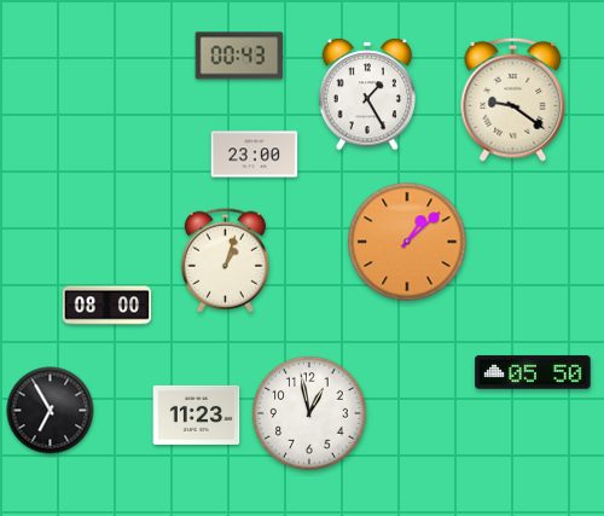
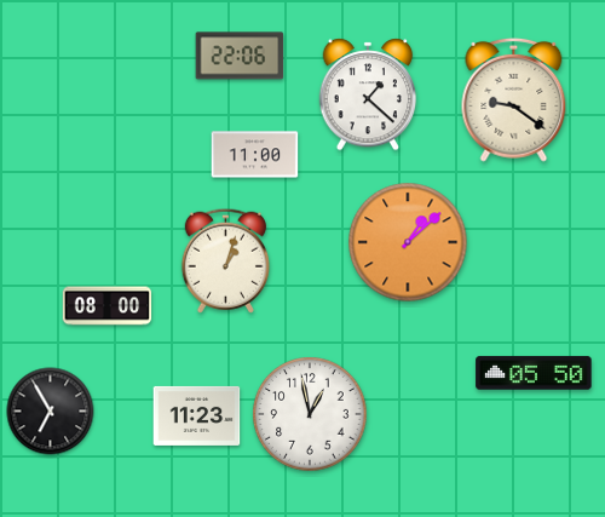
clock at (239, 56): 00:43 -> 22:06
clock at (367, 94): 1:25 -> 1:22
clock at (255, 155): 23:00 -> 11:00
